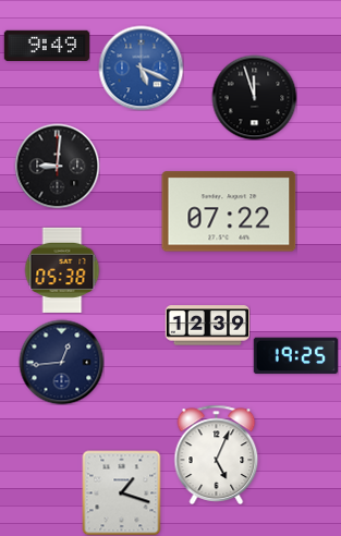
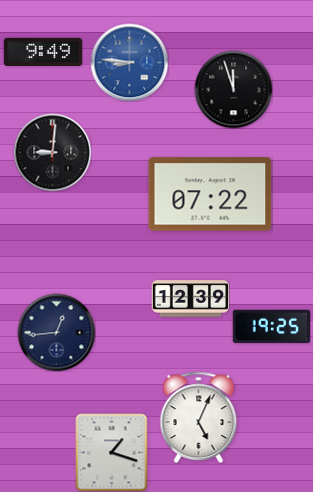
clock at (47, 45) position: (47, 45) -> (43, 51)
clock at (141, 68): 5:19 -> 8:46
clock at (62, 269): 05:38 -> none
